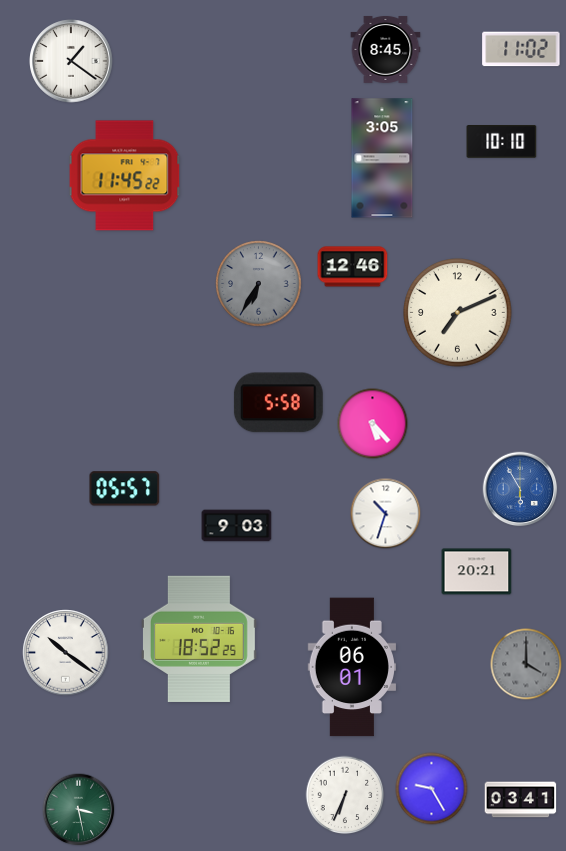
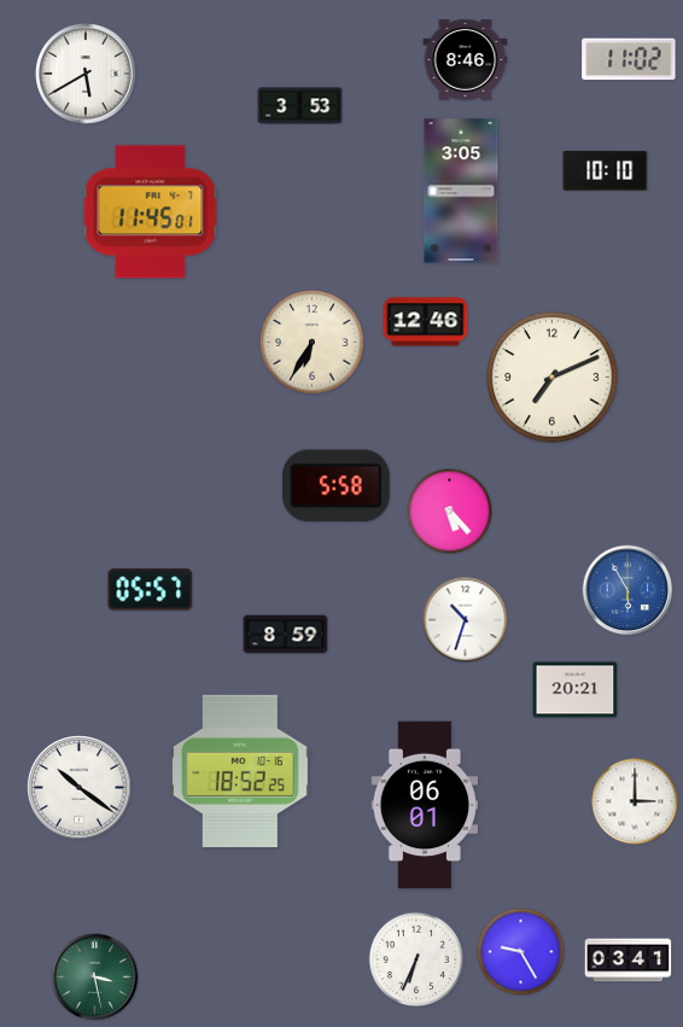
clock at (386, 49): 8:45 -> 8:46
clock at (71, 61): 1:21 -> 5:40
clock at (300, 106): none -> 3:53
clock at (125, 176): 11:45:22 -> 11:45:01
clock at (259, 284) dial: grey -> cream
clock at (237, 526): 9:03 -> 8:59
clock at (526, 664): 4:00 -> 3:00
clock at (526, 664) dial: grey -> white
clock at (521, 800) position: (521, 800) -> (629, 961)
